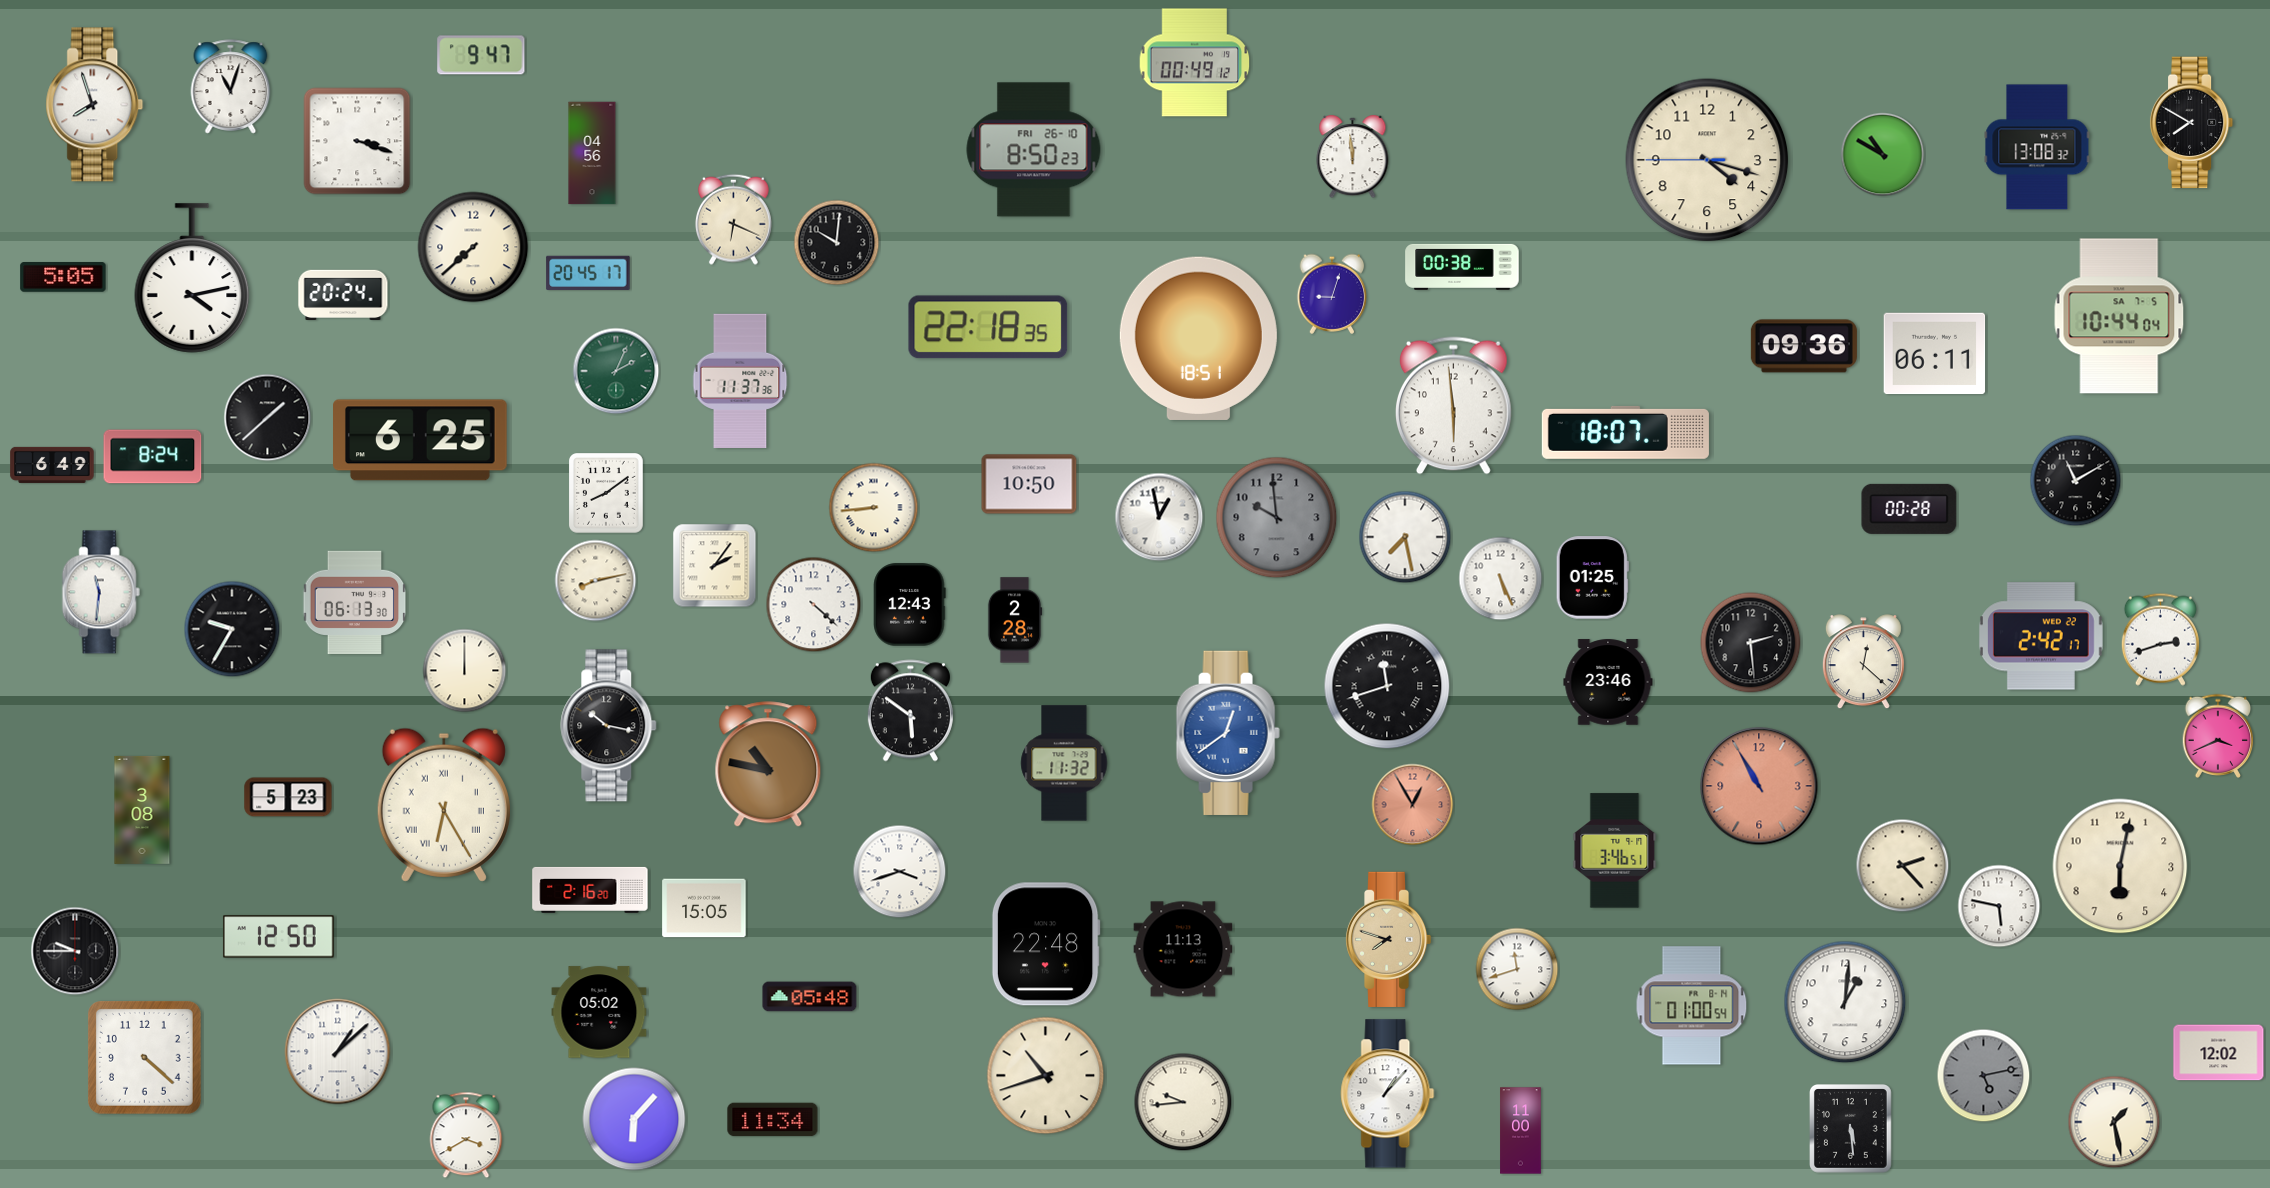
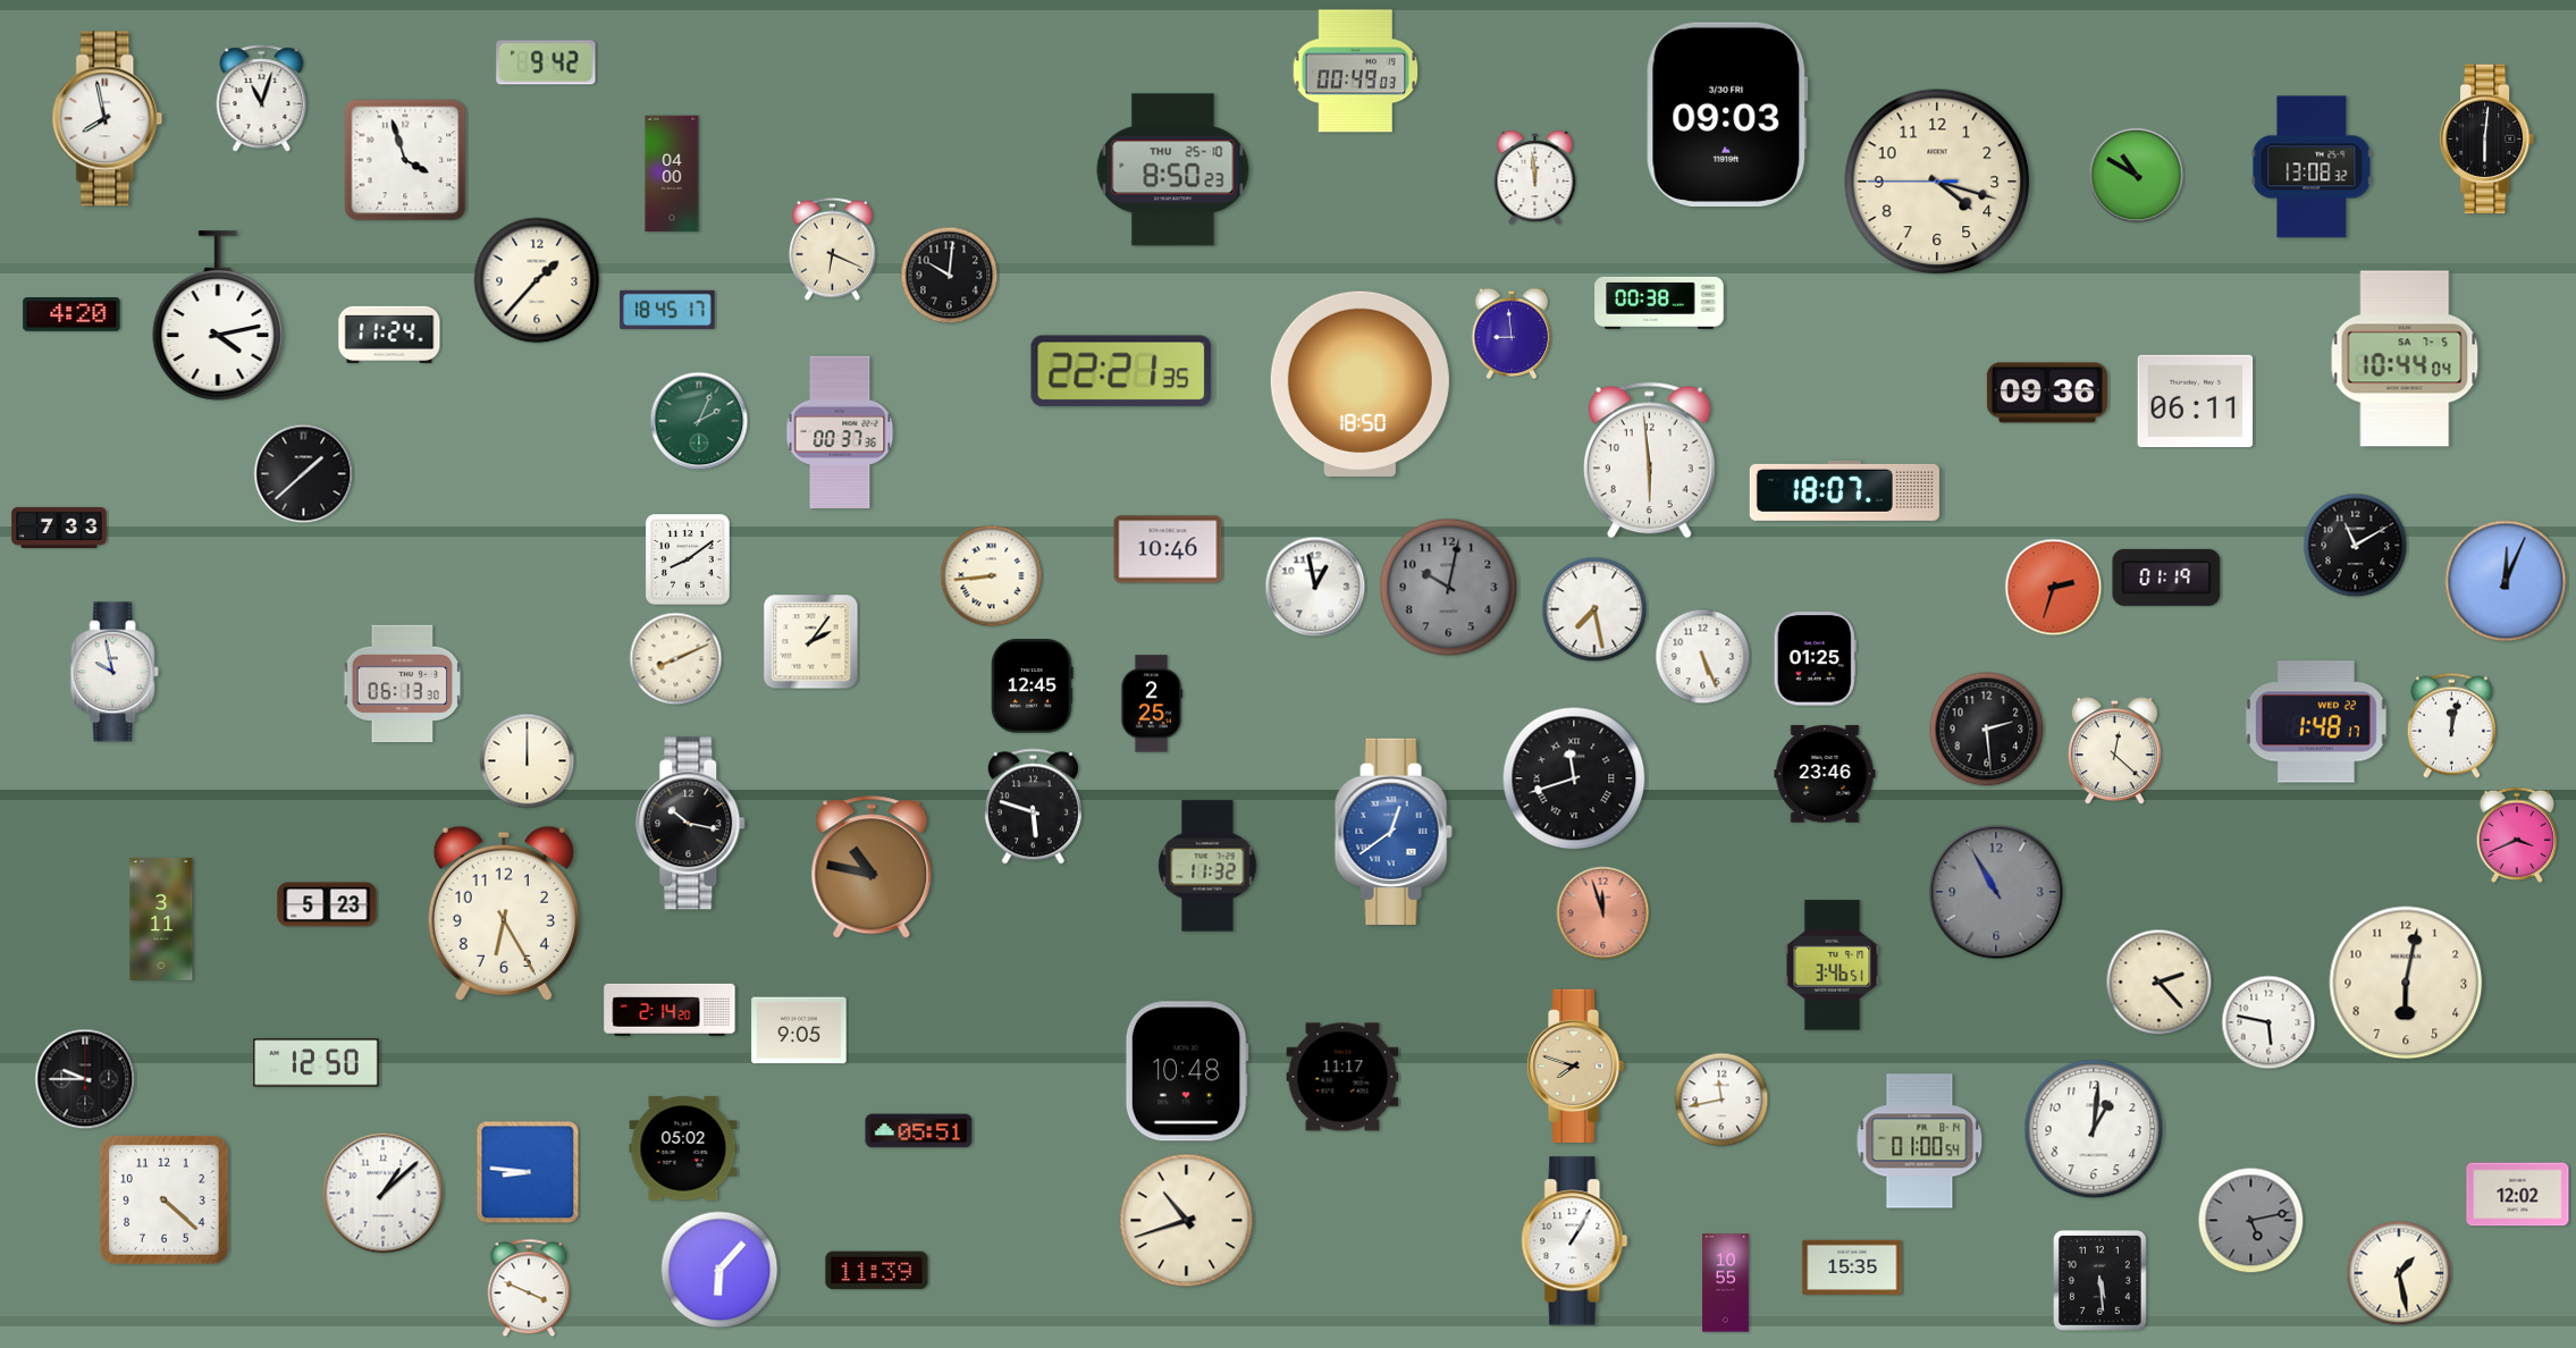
clock at (481, 55): 9:47 -> 9:42
clock at (1195, 63): 00:49:12 -> 00:49:03
clock at (1727, 113): none -> 09:03
clock at (95, 105): 7:57 -> 7:58
clock at (2192, 123): 7:50 -> 6:01
clock at (357, 141): 3:18 -> 3:57
clock at (1034, 150) date: FRI 26-10 -> THU 25-10
clock at (592, 153): 04:56 -> 04:00
clock at (473, 247): 7:38 -> 1:37
clock at (588, 272): 20:45 -> 18:45
clock at (63, 278): 5:05 -> 4:20
clock at (343, 294): 20:24 -> 11:24
clock at (1332, 294): 9:03 -> 8:59
clock at (988, 327): 22:18 -> 22:21
clock at (1198, 338): 18:51 -> 18:50
clock at (740, 381): 11:37 -> 00:37
clock at (421, 440): 6:25 -> none
clock at (153, 457): 8:24 -> none
clock at (52, 465): 6:49 -> 7:33
clock at (1029, 484): 10:50 -> 10:46
clock at (1909, 509): 00:28 -> 01:19
clock at (2506, 581): none -> 12:04
clock at (1277, 518): 9:59 -> 10:02
clock at (2054, 588): none -> 2:33
clock at (1592, 578) position: (1592, 578) -> (1815, 659)
clock at (596, 581): 8:13 -> 8:11
clock at (101, 592): 11:31 -> 9:58
clock at (814, 605): 4:22 -> none
clock at (910, 605): 12:43 -> 12:45
clock at (1015, 620): 2:28 -> 2:25
clock at (232, 629): 9:35 -> none
clock at (2041, 636): 2:42 -> 1:48
clock at (2160, 639): 2:42 -> 12:02
clock at (910, 711): 5:51 -> 5:48
clock at (1759, 786) dial: salmon -> grey
clock at (444, 805) numerals: Roman -> Arabic
clock at (1413, 805): 12:55 -> 11:57
clock at (142, 810): 3:08 -> 3:11
clock at (900, 872): 3:42 -> none
clock at (590, 890): 2:16 -> 2:14
clock at (1999, 906) position: (1999, 906) -> (2268, 1022)
clock at (704, 908): 15:05 -> 9:05
clock at (1046, 944): 22:48 -> 10:48
clock at (1183, 949): 11:13 -> 11:17
clock at (1517, 969): 11:42 -> 11:43
clock at (810, 997): 05:48 -> 05:51
clock at (1845, 1002) position: (1845, 1002) -> (2094, 1129)
clock at (599, 1012) position: (599, 1012) -> (683, 1148)
clock at (528, 1172): none -> 8:46
clock at (1388, 1094): 1:07 -> 1:05
clock at (1183, 1102): 9:44 -> none
clock at (1852, 1266): none -> 15:35
clock at (773, 1120): 11:34 -> 11:39
clock at (1521, 1131): 11:00 -> 10:55
clock at (466, 1135): 3:40 -> 3:49
